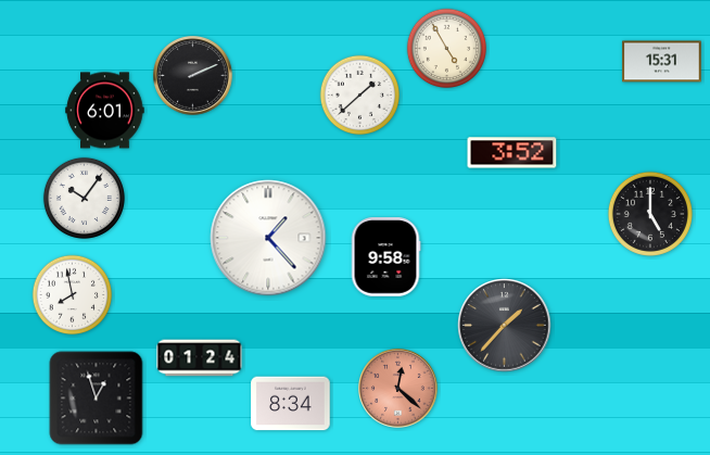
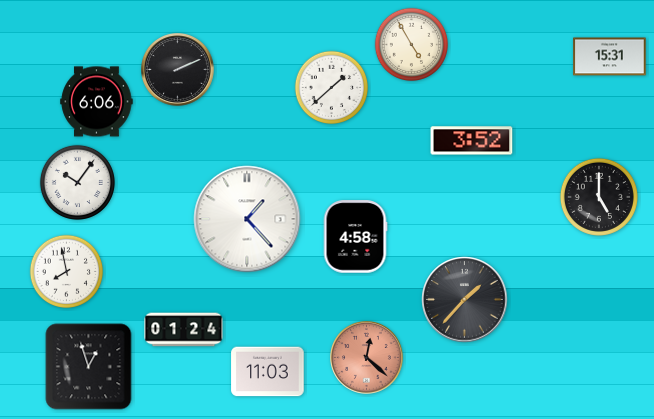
clock at (105, 111): 6:01 -> 6:06
clock at (385, 257): 9:58 -> 4:58
clock at (291, 404): 8:34 -> 11:03
